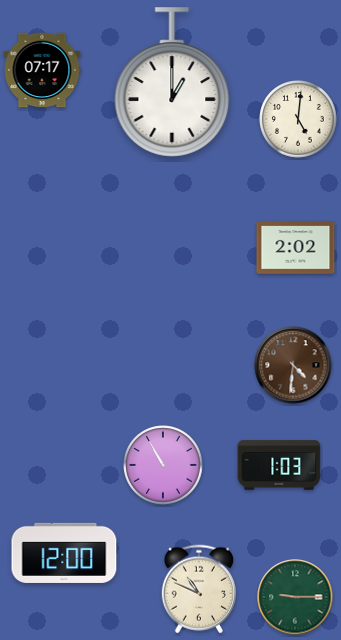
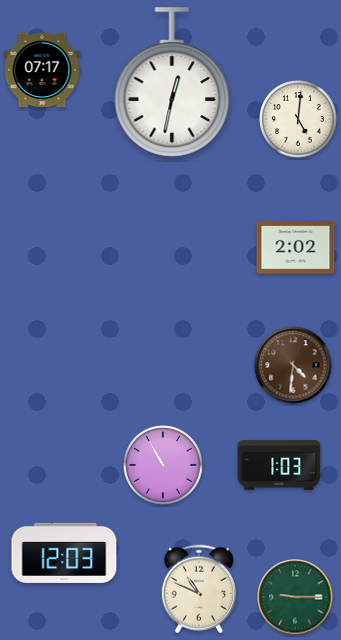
clock at (172, 82): 1:00 -> 12:32
clock at (64, 553): 12:00 -> 12:03
